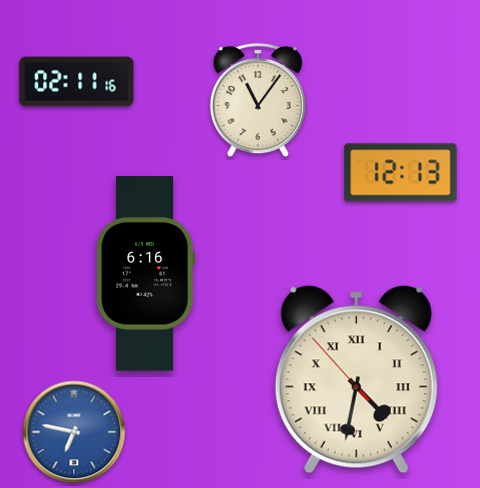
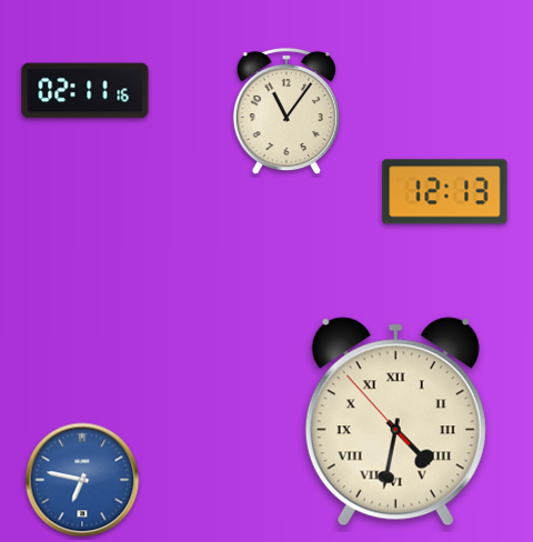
clock at (146, 274): 6:16 -> none
